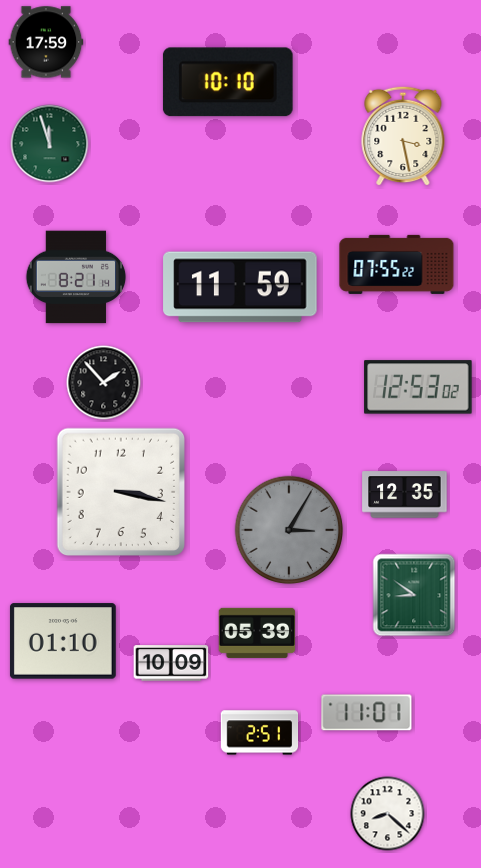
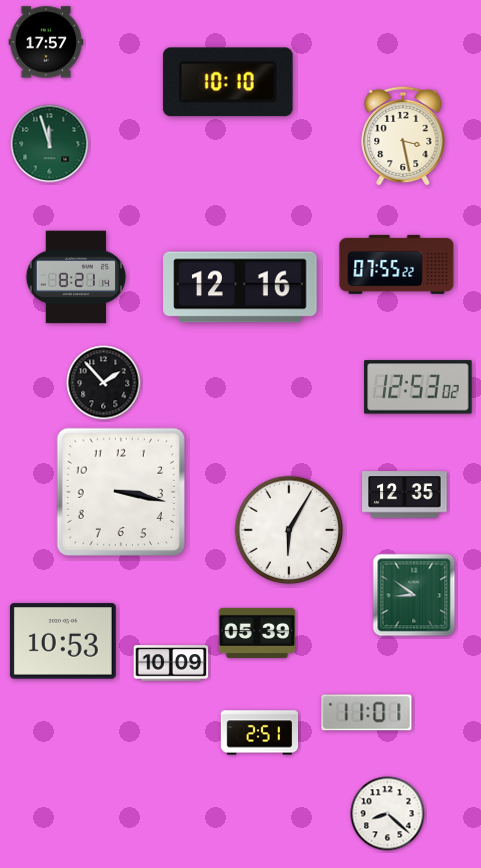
clock at (46, 42): 17:59 -> 17:57
clock at (240, 287): 11:59 -> 12:16
clock at (289, 530): 3:05 -> 6:05
clock at (289, 530) dial: grey -> white
clock at (63, 641): 01:10 -> 10:53
